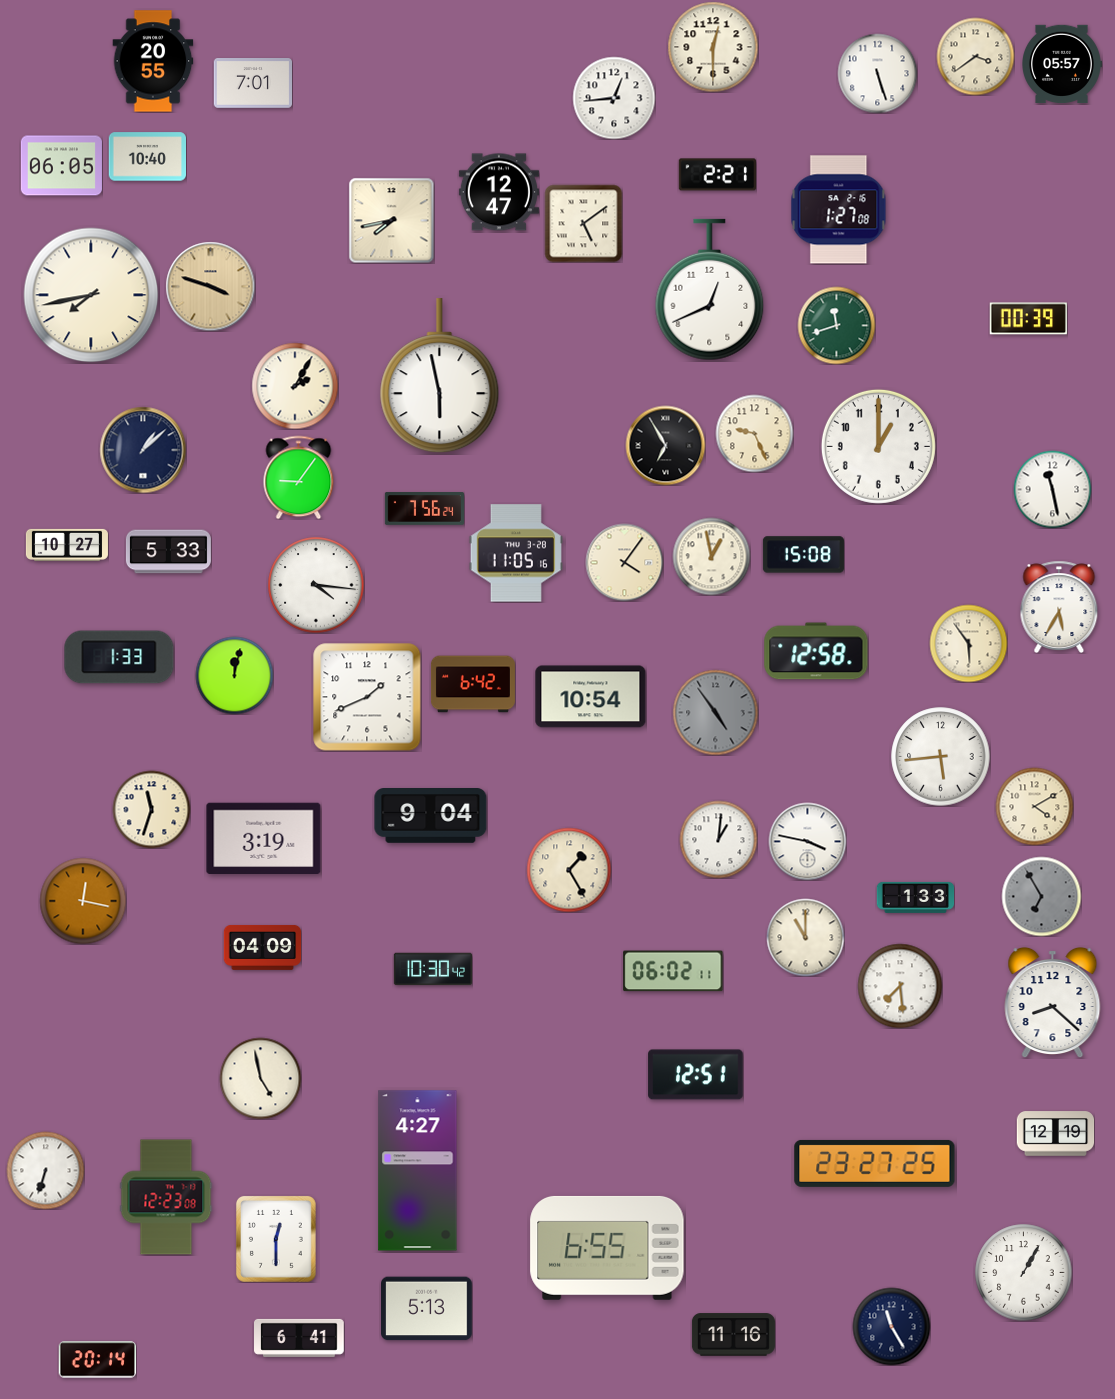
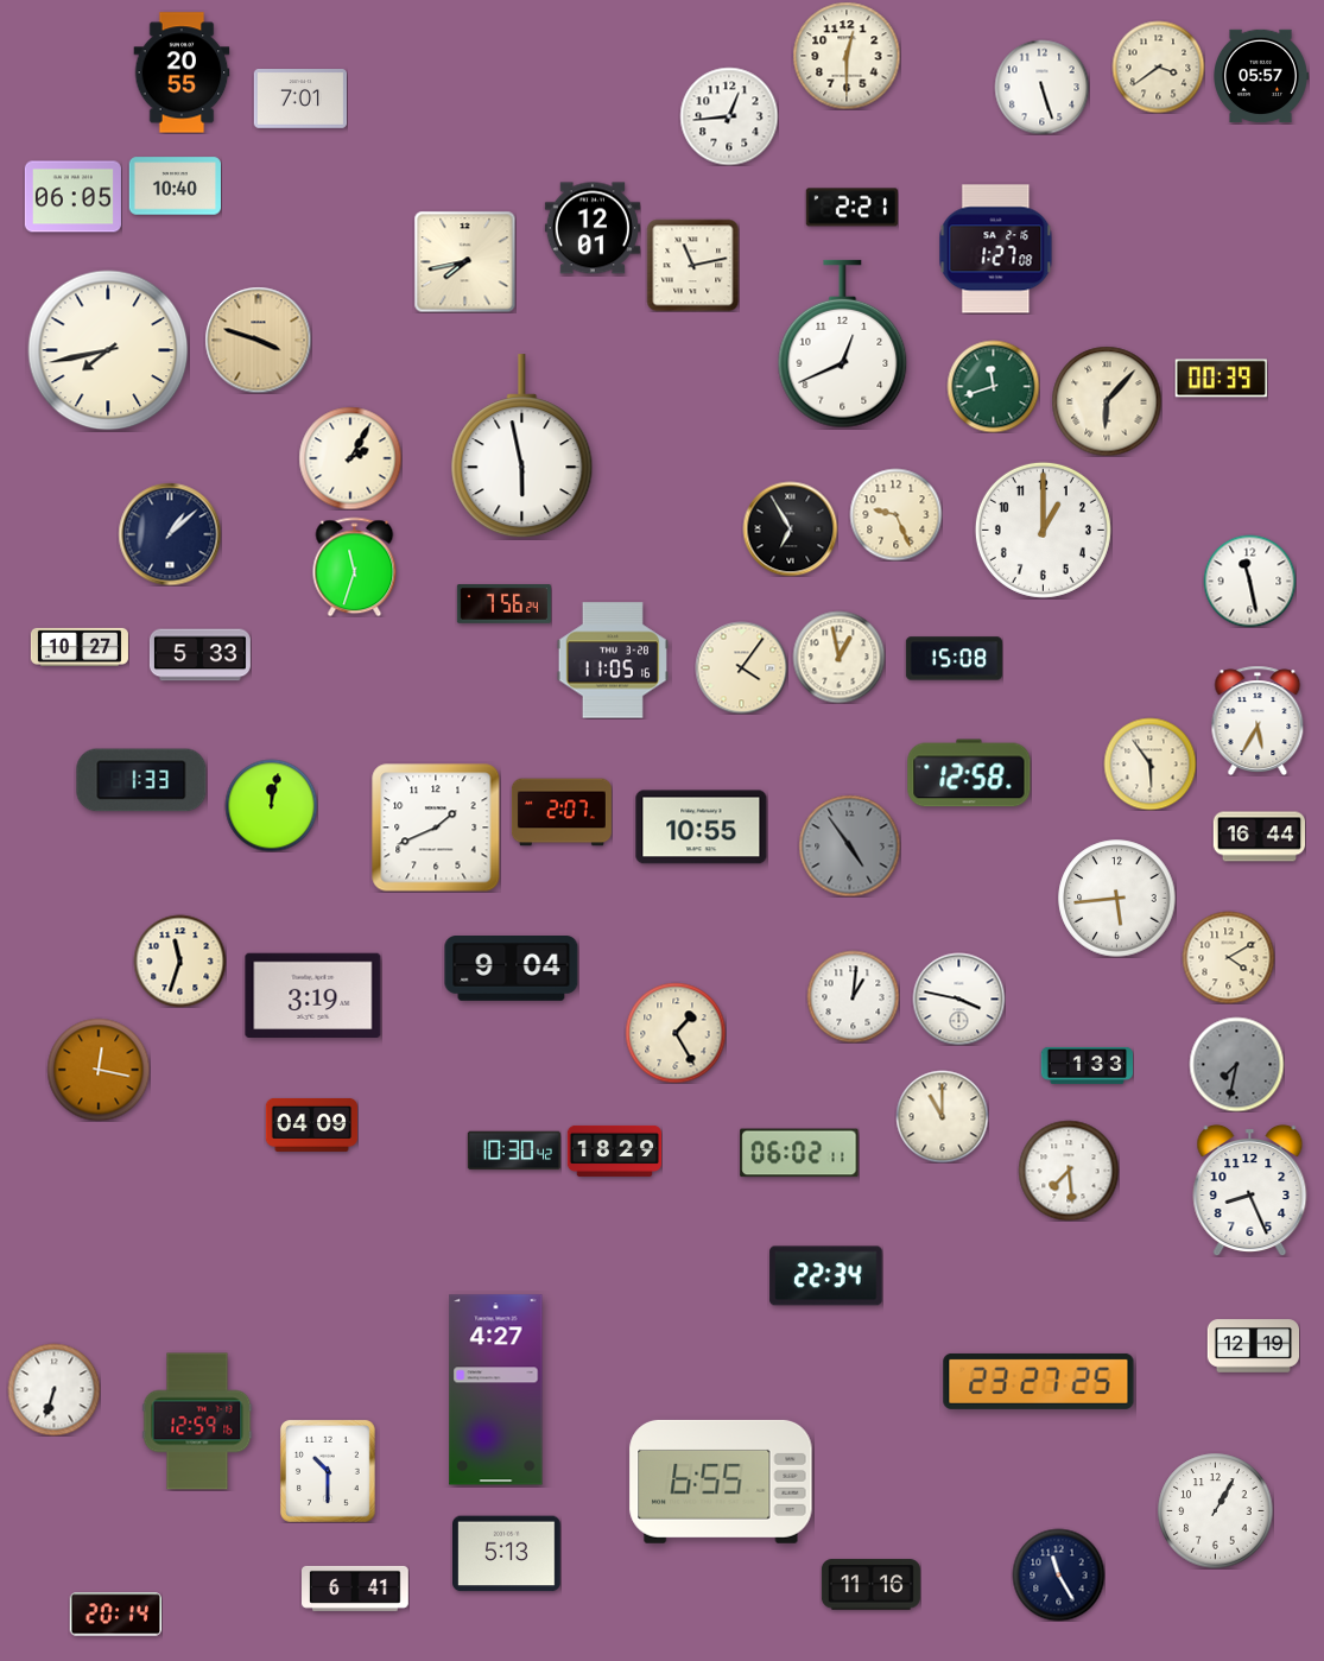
clock at (499, 192): 12:47 -> 12:01
clock at (583, 223): 5:09 -> 11:13
clock at (210, 286) position: (210, 286) -> (258, 340)
clock at (1107, 401): none -> 6:07
clock at (299, 477): 9:06 -> 11:33
clock at (516, 553) position: (516, 553) -> (613, 660)
clock at (711, 556) position: (711, 556) -> (838, 657)
clock at (316, 585): 4:16 -> none
clock at (234, 675) position: (234, 675) -> (271, 805)
clock at (473, 684): 6:42 -> 2:07
clock at (591, 697): 10:54 -> 10:55
clock at (1259, 837): none -> 16:44
clock at (1041, 896): 6:55 -> 7:32
clock at (805, 937) position: (805, 937) -> (942, 1116)
clock at (614, 1150): none -> 18:29
clock at (1053, 1002): 8:22 -> 8:26
clock at (696, 1075): 12:51 -> 22:34
clock at (260, 1078): 4:58 -> none
clock at (166, 1197): 12:23 -> 12:59
clock at (276, 1239): 12:30 -> 10:30
